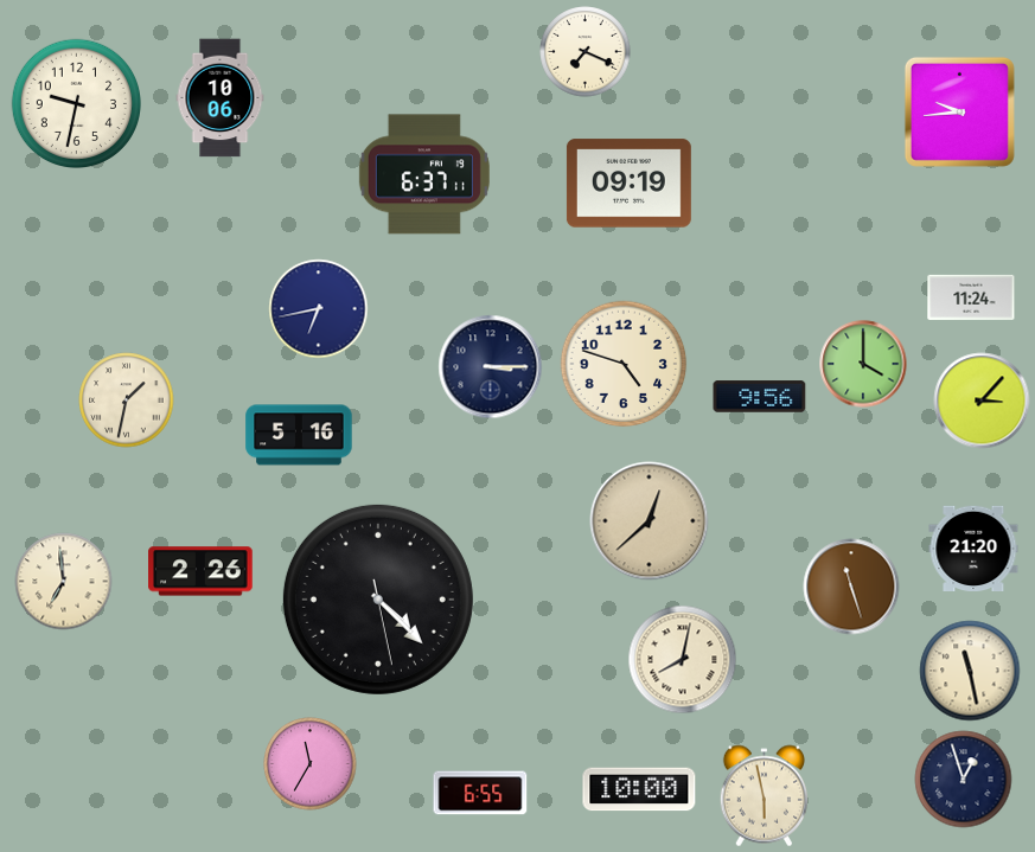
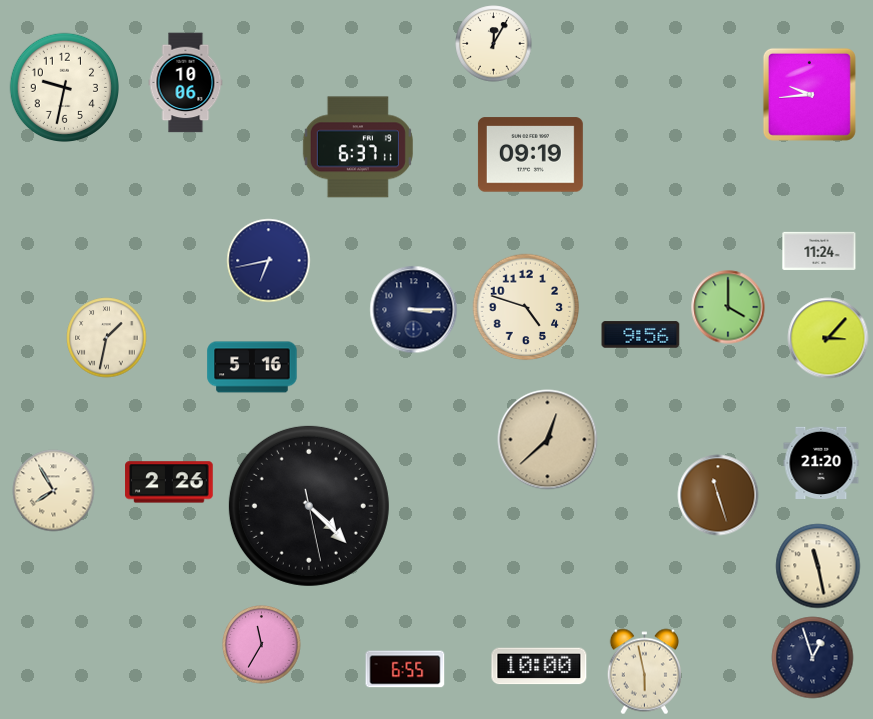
clock at (586, 52): 7:19 -> 12:05
clock at (64, 582): 6:59 -> 7:55
clock at (378, 600) position: (378, 600) -> (309, 506)
clock at (683, 660): 8:02 -> none
